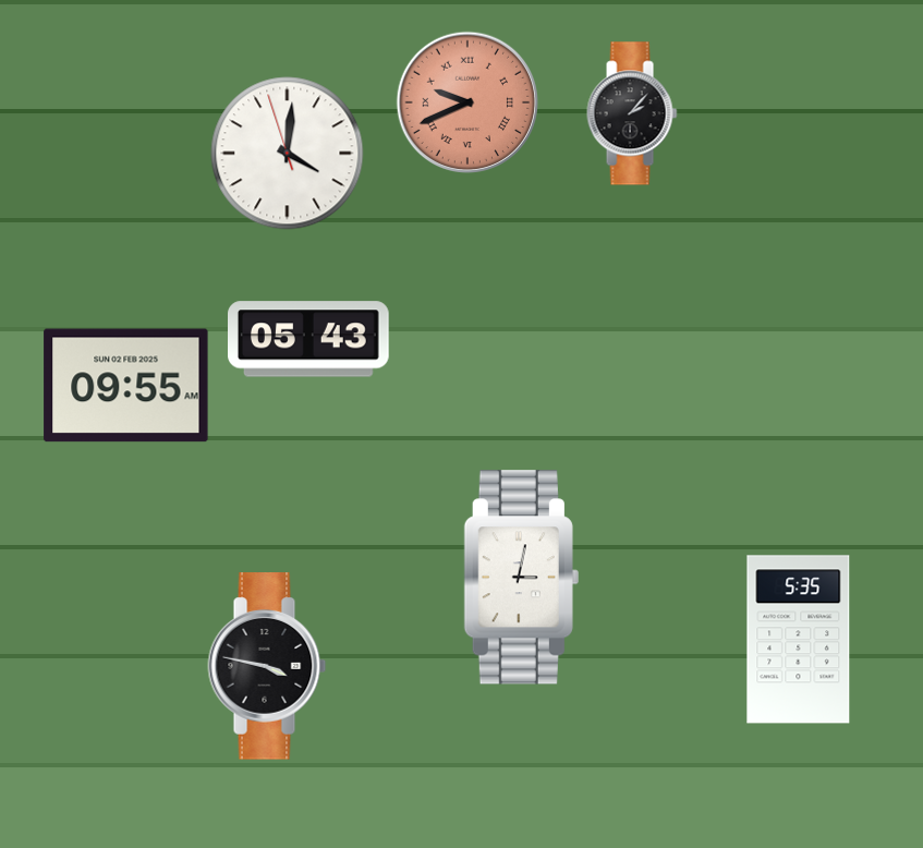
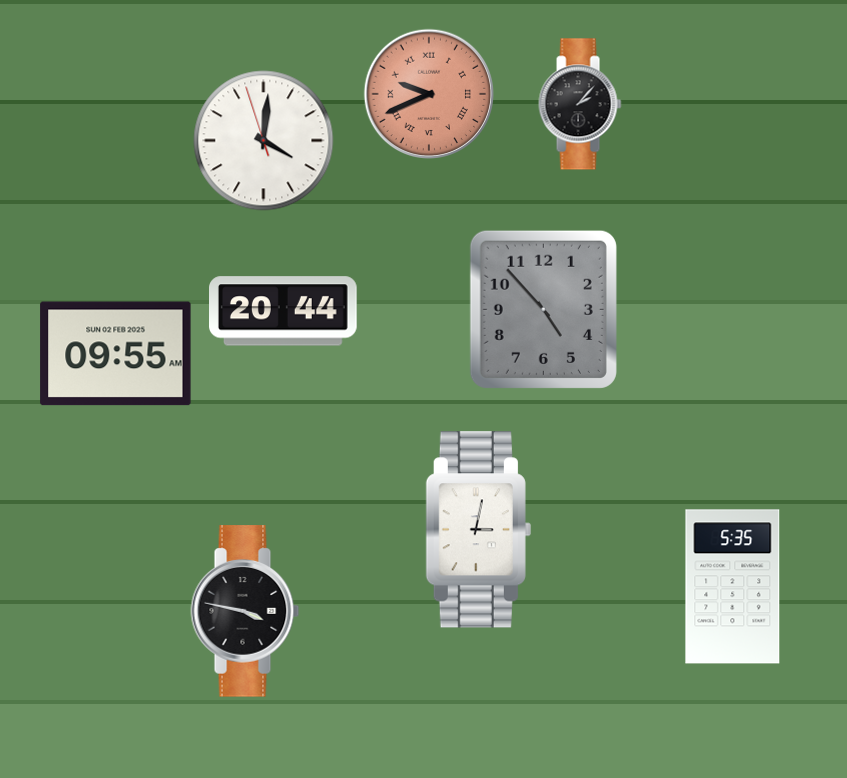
clock at (543, 309): none -> 4:53
clock at (309, 339): 05:43 -> 20:44
